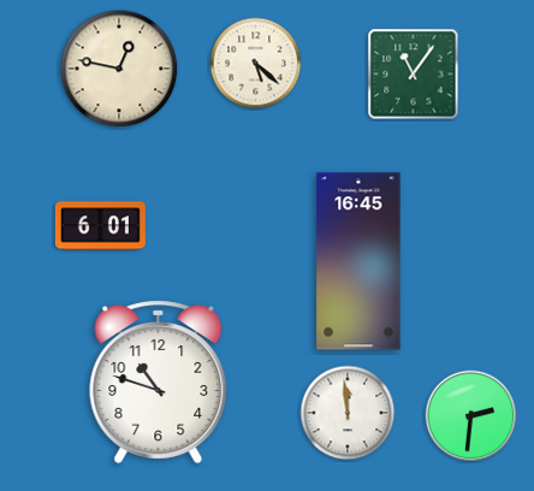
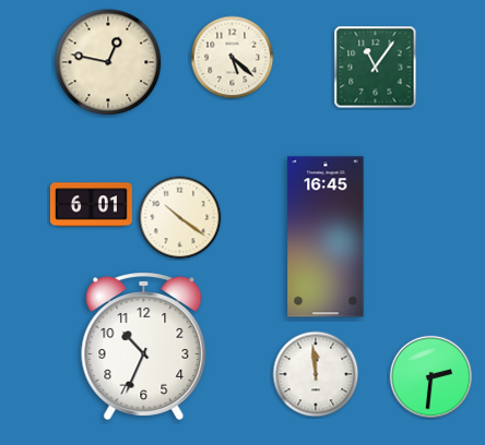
clock at (180, 218): none -> 10:21
clock at (159, 381): 10:48 -> 10:34
clock at (471, 416) position: (471, 416) -> (431, 377)
